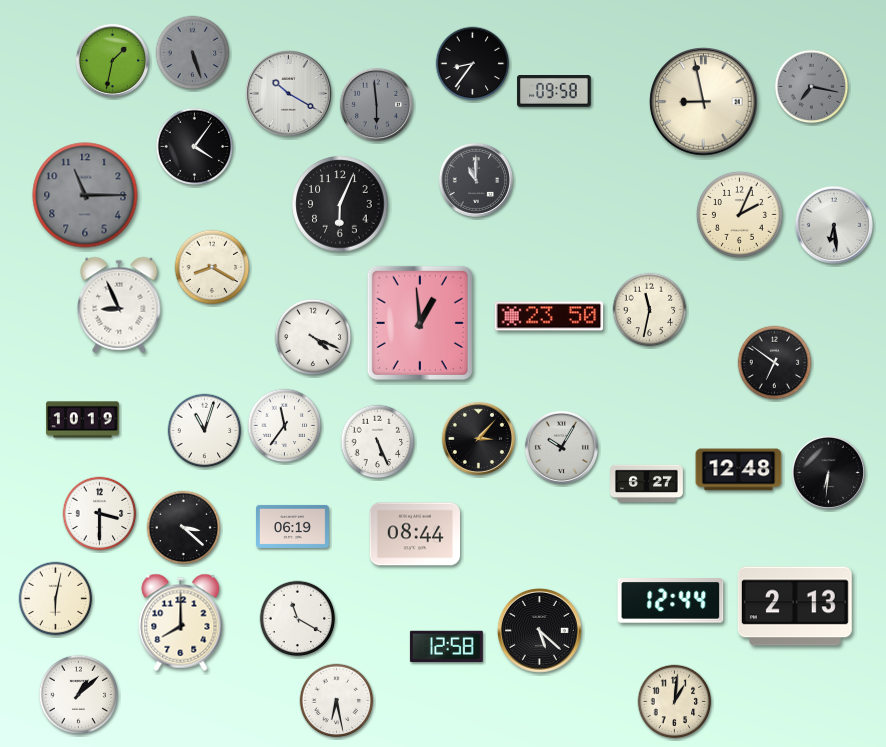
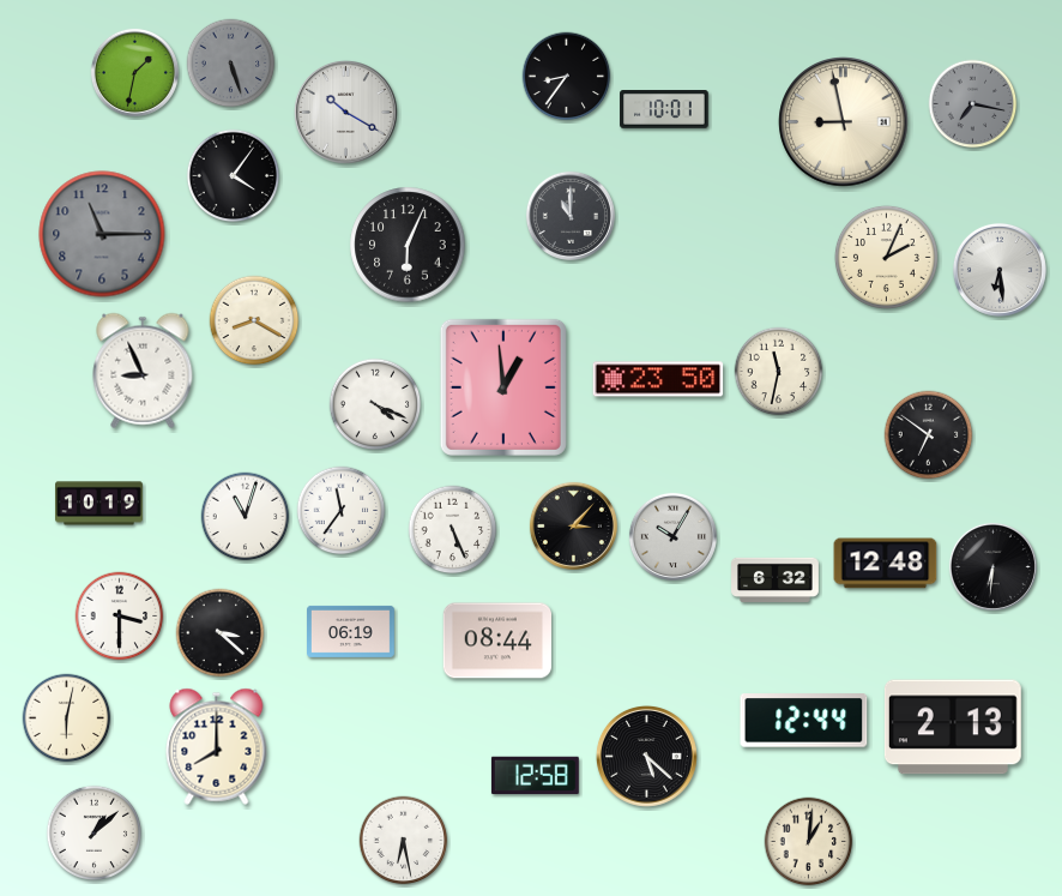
clock at (554, 91): 09:58 -> 10:01
clock at (376, 104): 5:59 -> none
clock at (119, 305) position: (119, 305) -> (143, 371)
clock at (647, 483): 6:27 -> 6:32
clock at (298, 619): 11:20 -> none
